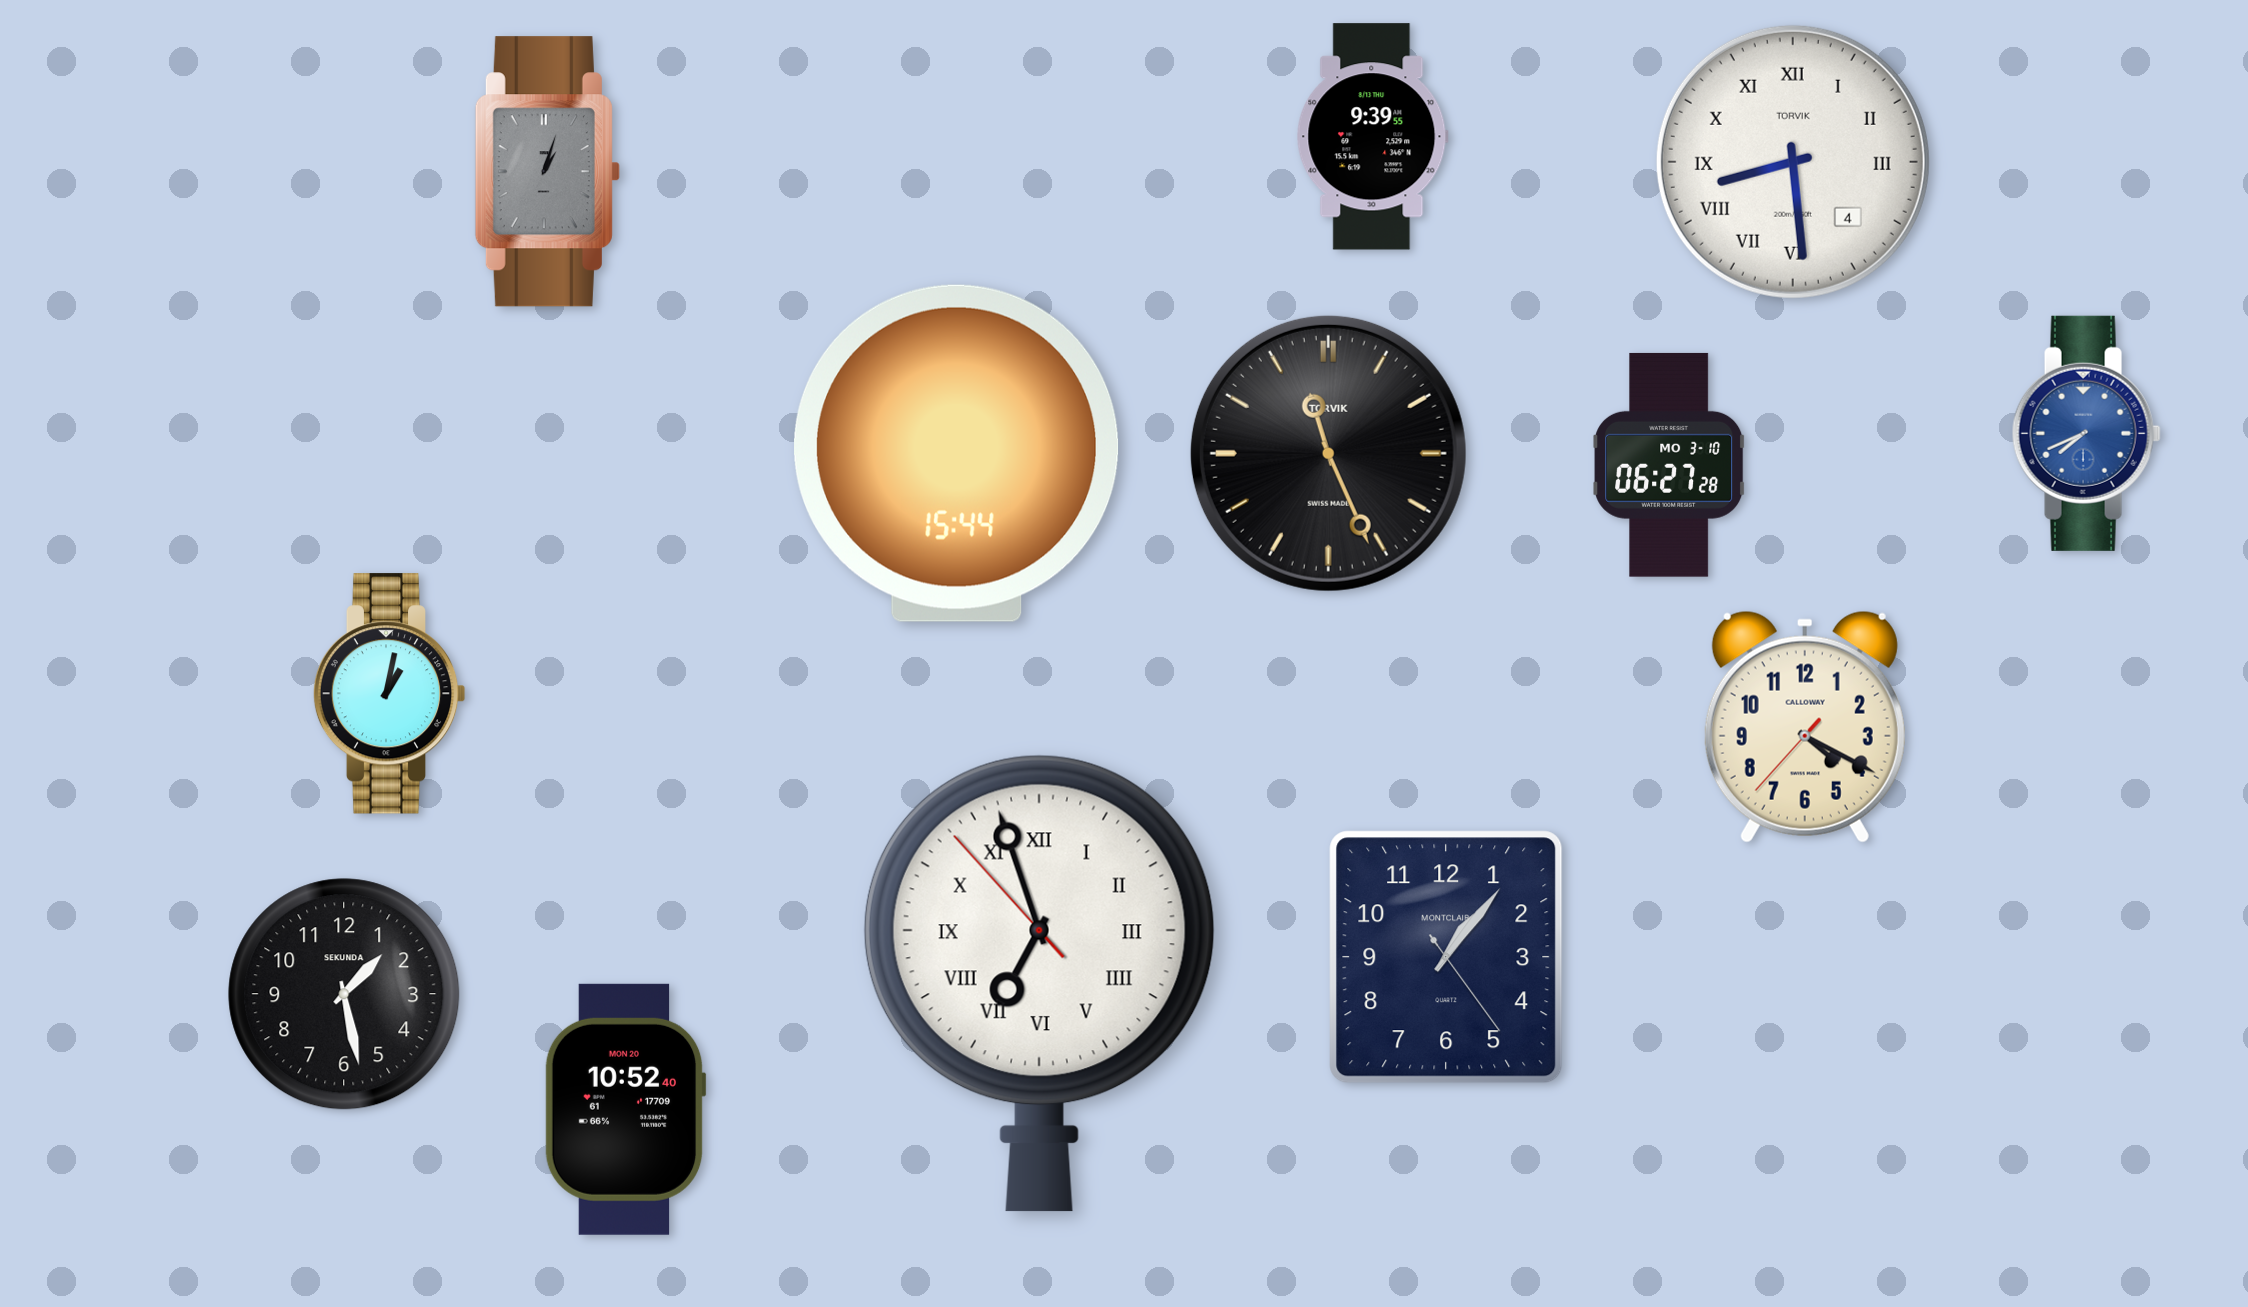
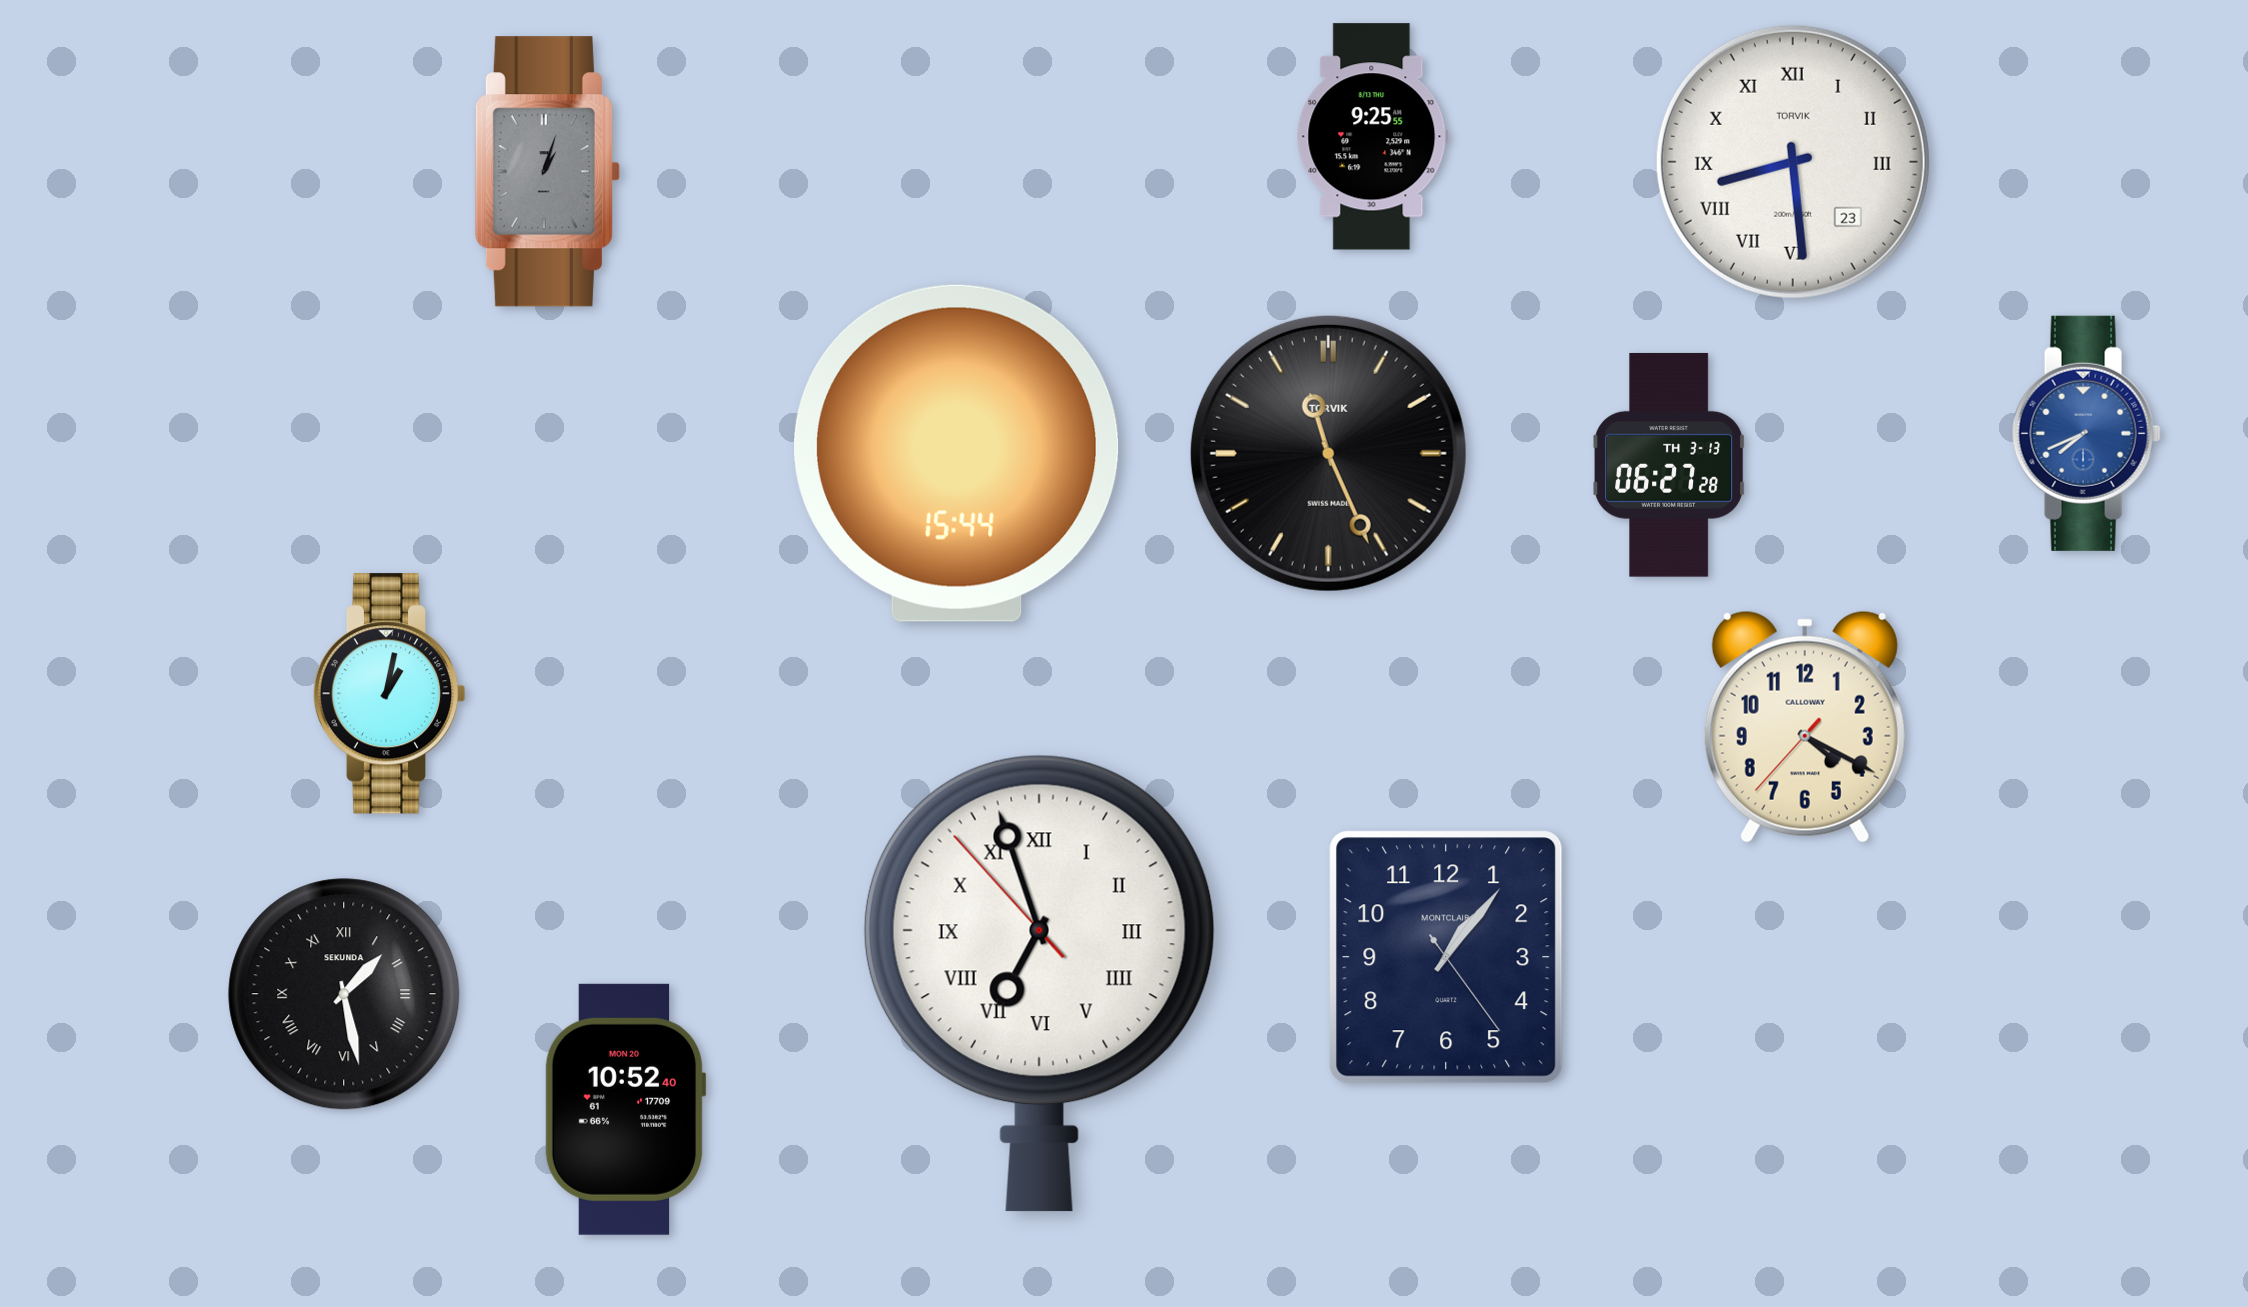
clock at (1372, 137): 9:39 -> 9:25
clock at (1793, 162) date: 4 -> 23
clock at (1670, 465) date: MO 3-10 -> TH 3-13
clock at (344, 994) numerals: Arabic -> Roman
